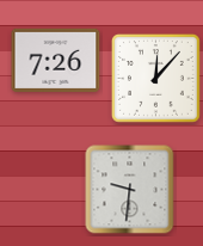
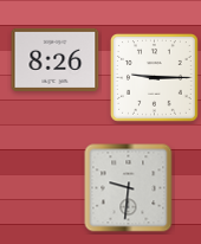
clock at (56, 60): 7:26 -> 8:26
clock at (156, 79): 12:07 -> 9:15
